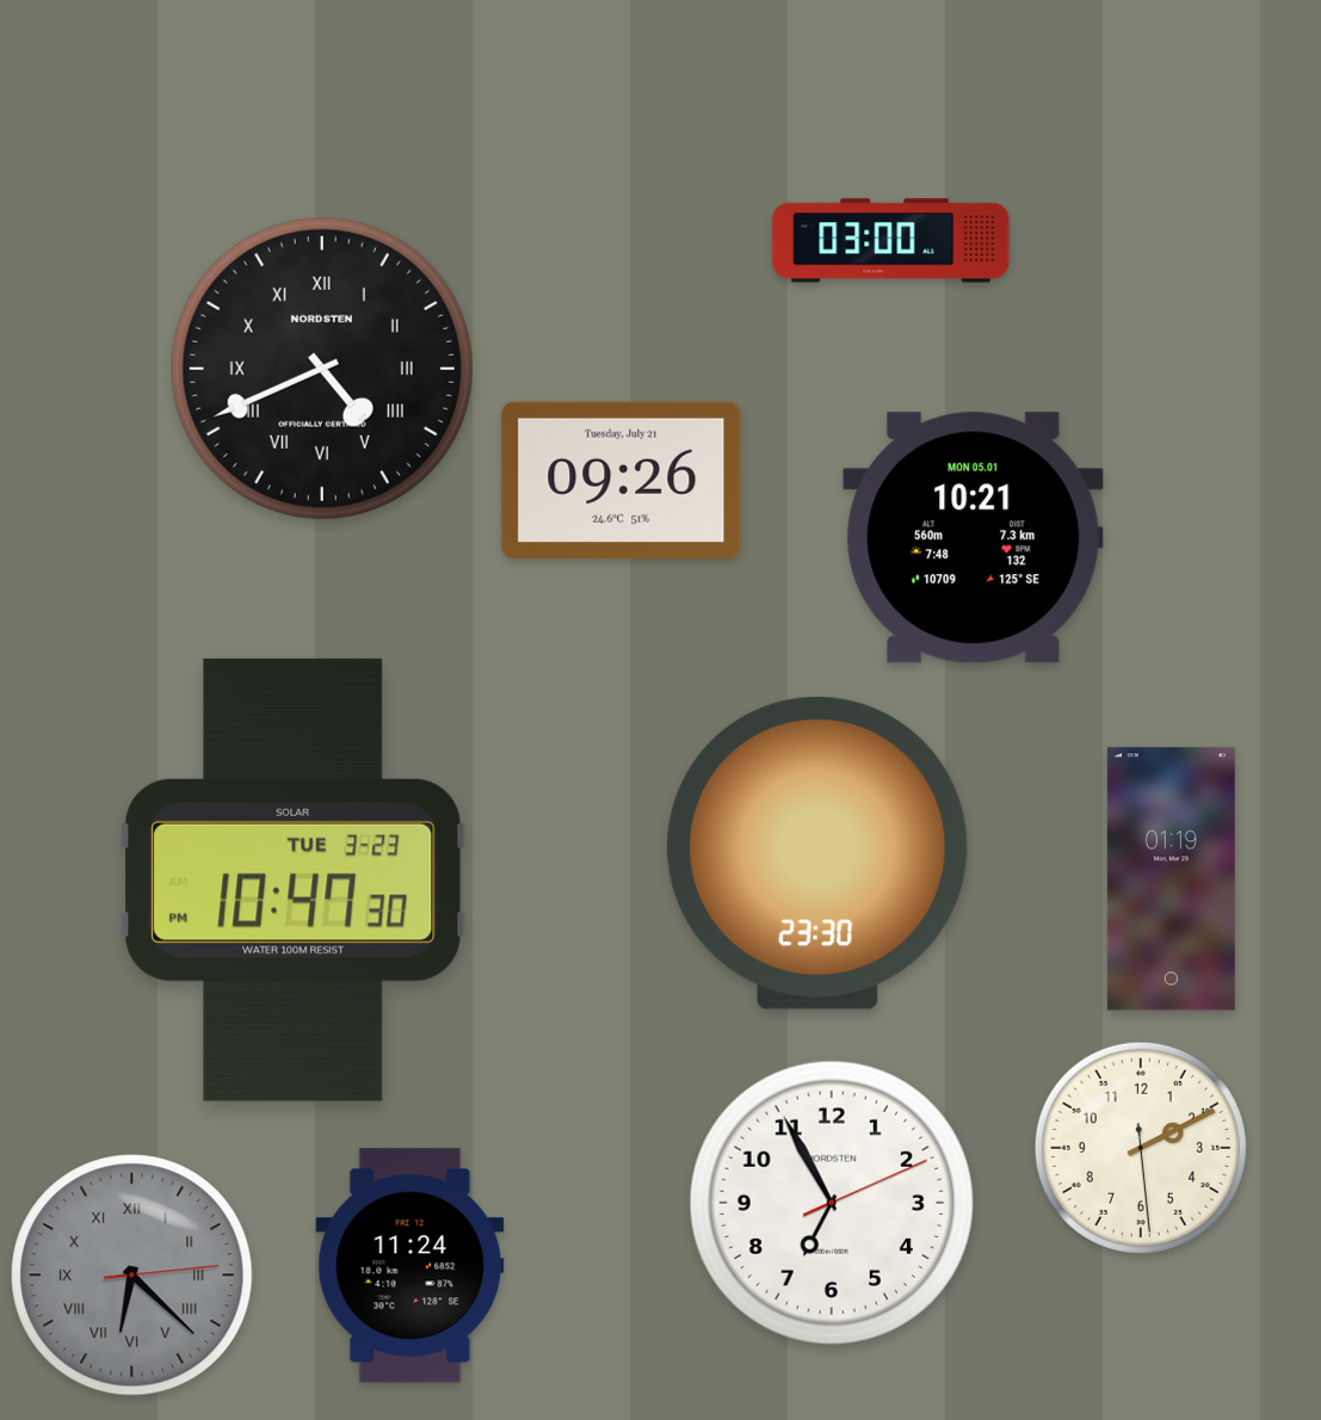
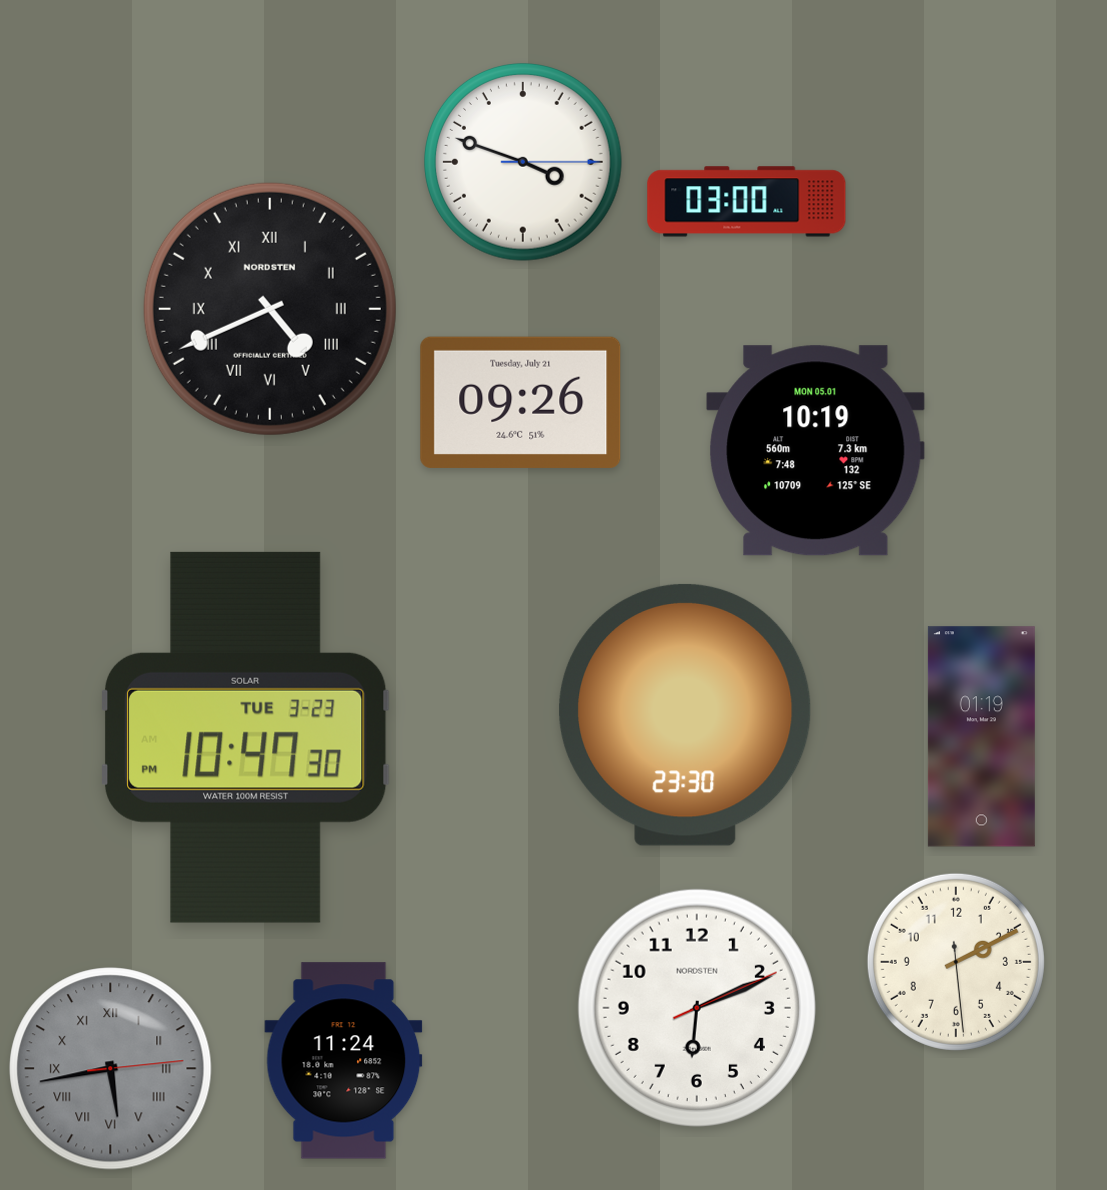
clock at (524, 163): none -> 3:48
clock at (974, 538): 10:21 -> 10:19
clock at (832, 1203): 6:55 -> 6:11
clock at (132, 1276): 6:22 -> 5:43
